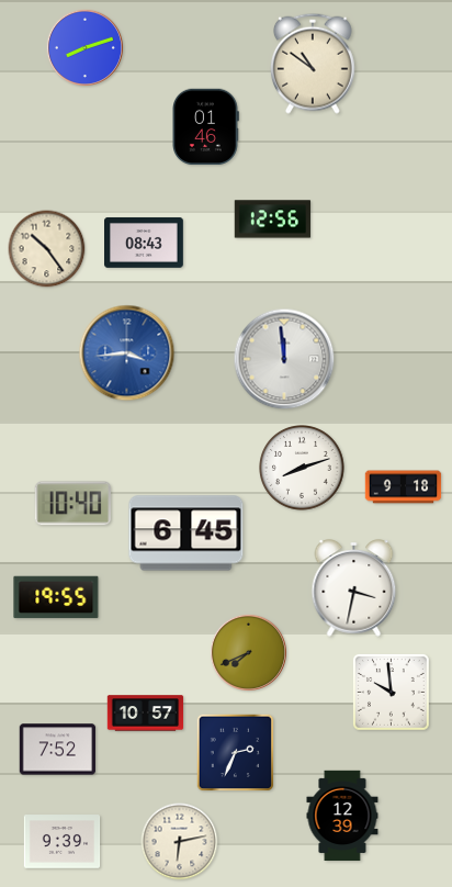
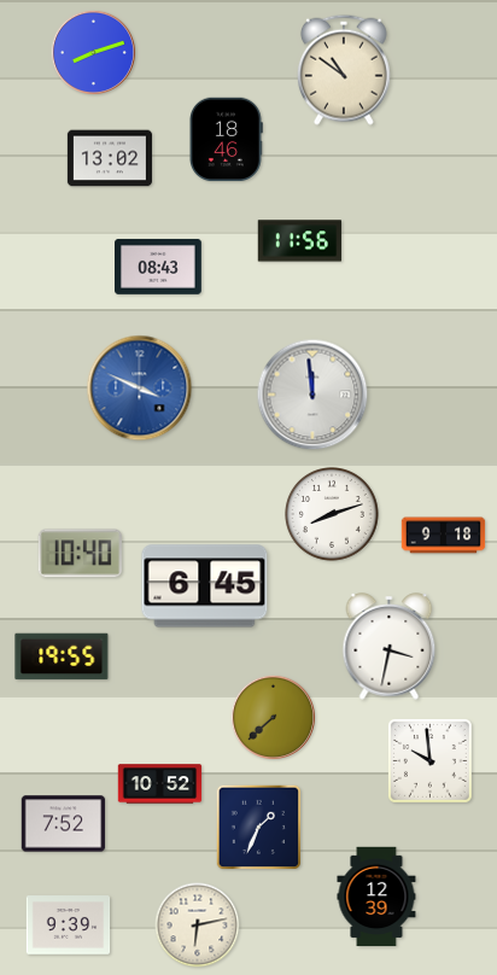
clock at (206, 127): 01:46 -> 18:46
clock at (110, 158): none -> 13:02
clock at (273, 220): 12:56 -> 11:56
clock at (47, 249): 10:24 -> none
clock at (127, 353): 3:44 -> 3:49
clock at (248, 652): 7:41 -> 7:38
clock at (146, 714): 10:57 -> 10:52
clock at (236, 753): 2:34 -> 1:34
